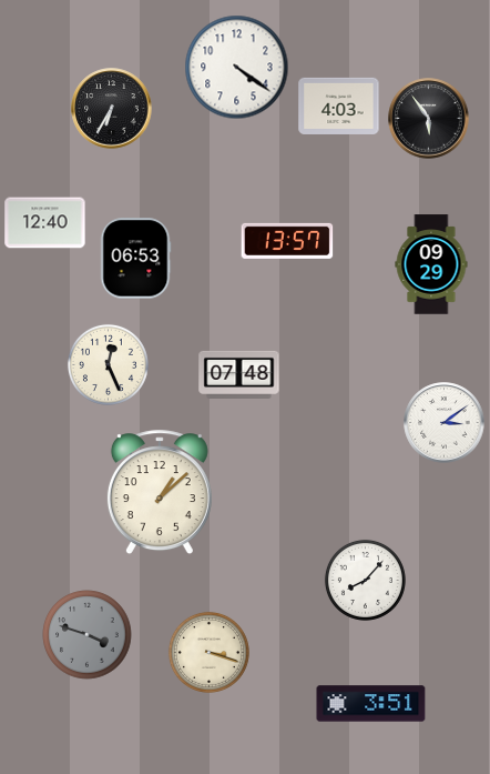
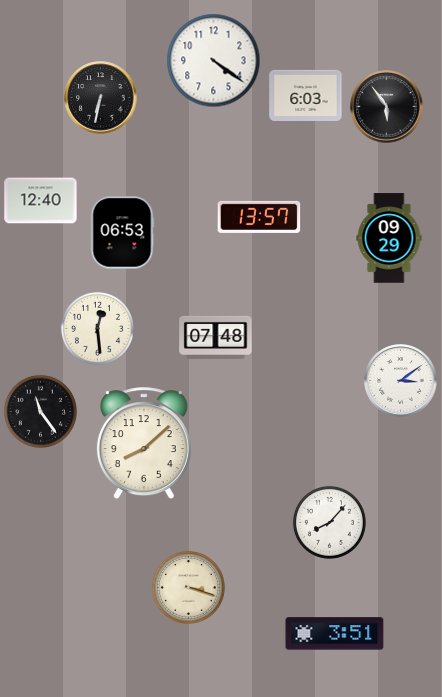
clock at (339, 105): 4:03 -> 6:03
clock at (112, 109): 6:35 -> 6:32
clock at (108, 364): 12:26 -> 12:29
clock at (40, 411): none -> 11:24
clock at (160, 493): 1:08 -> 8:08
clock at (88, 635): 3:48 -> none
